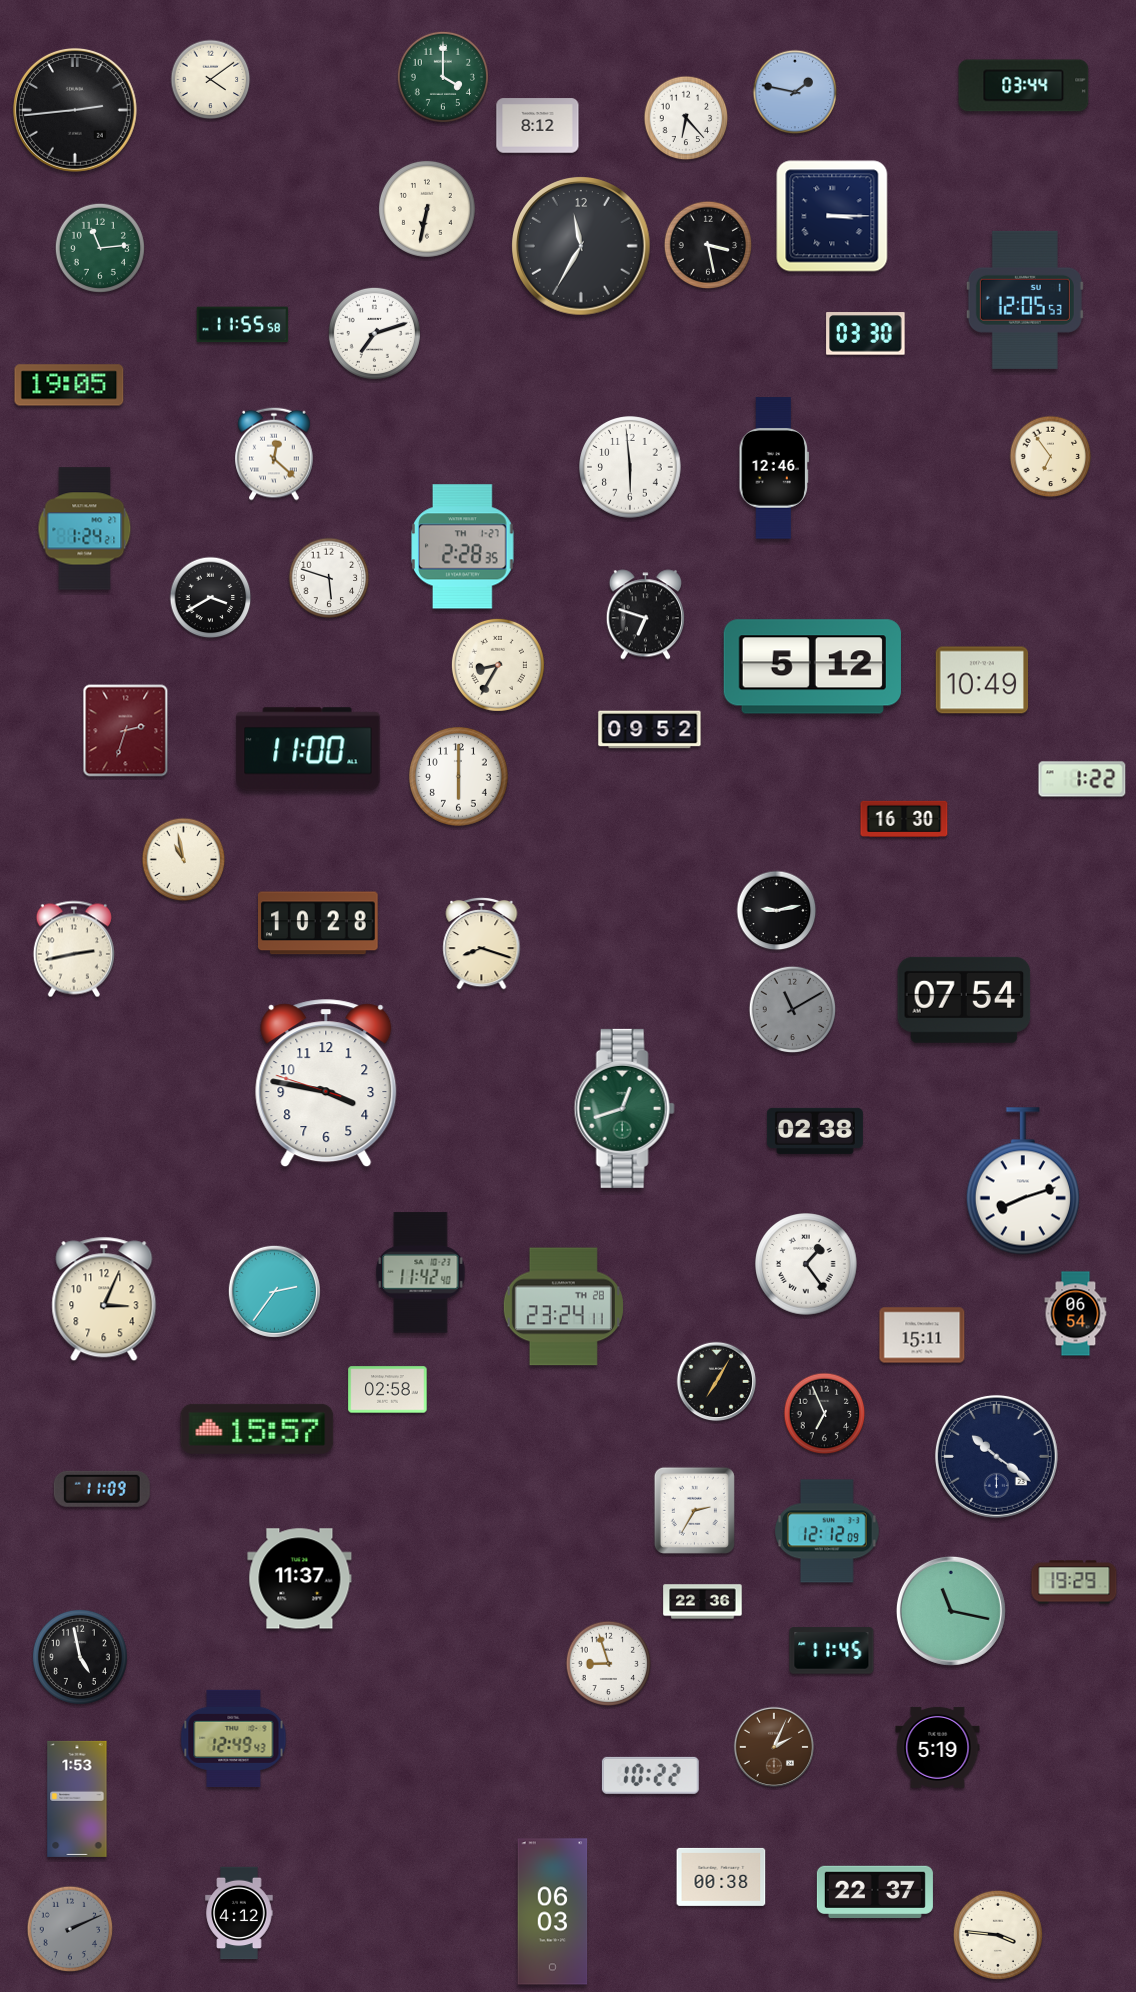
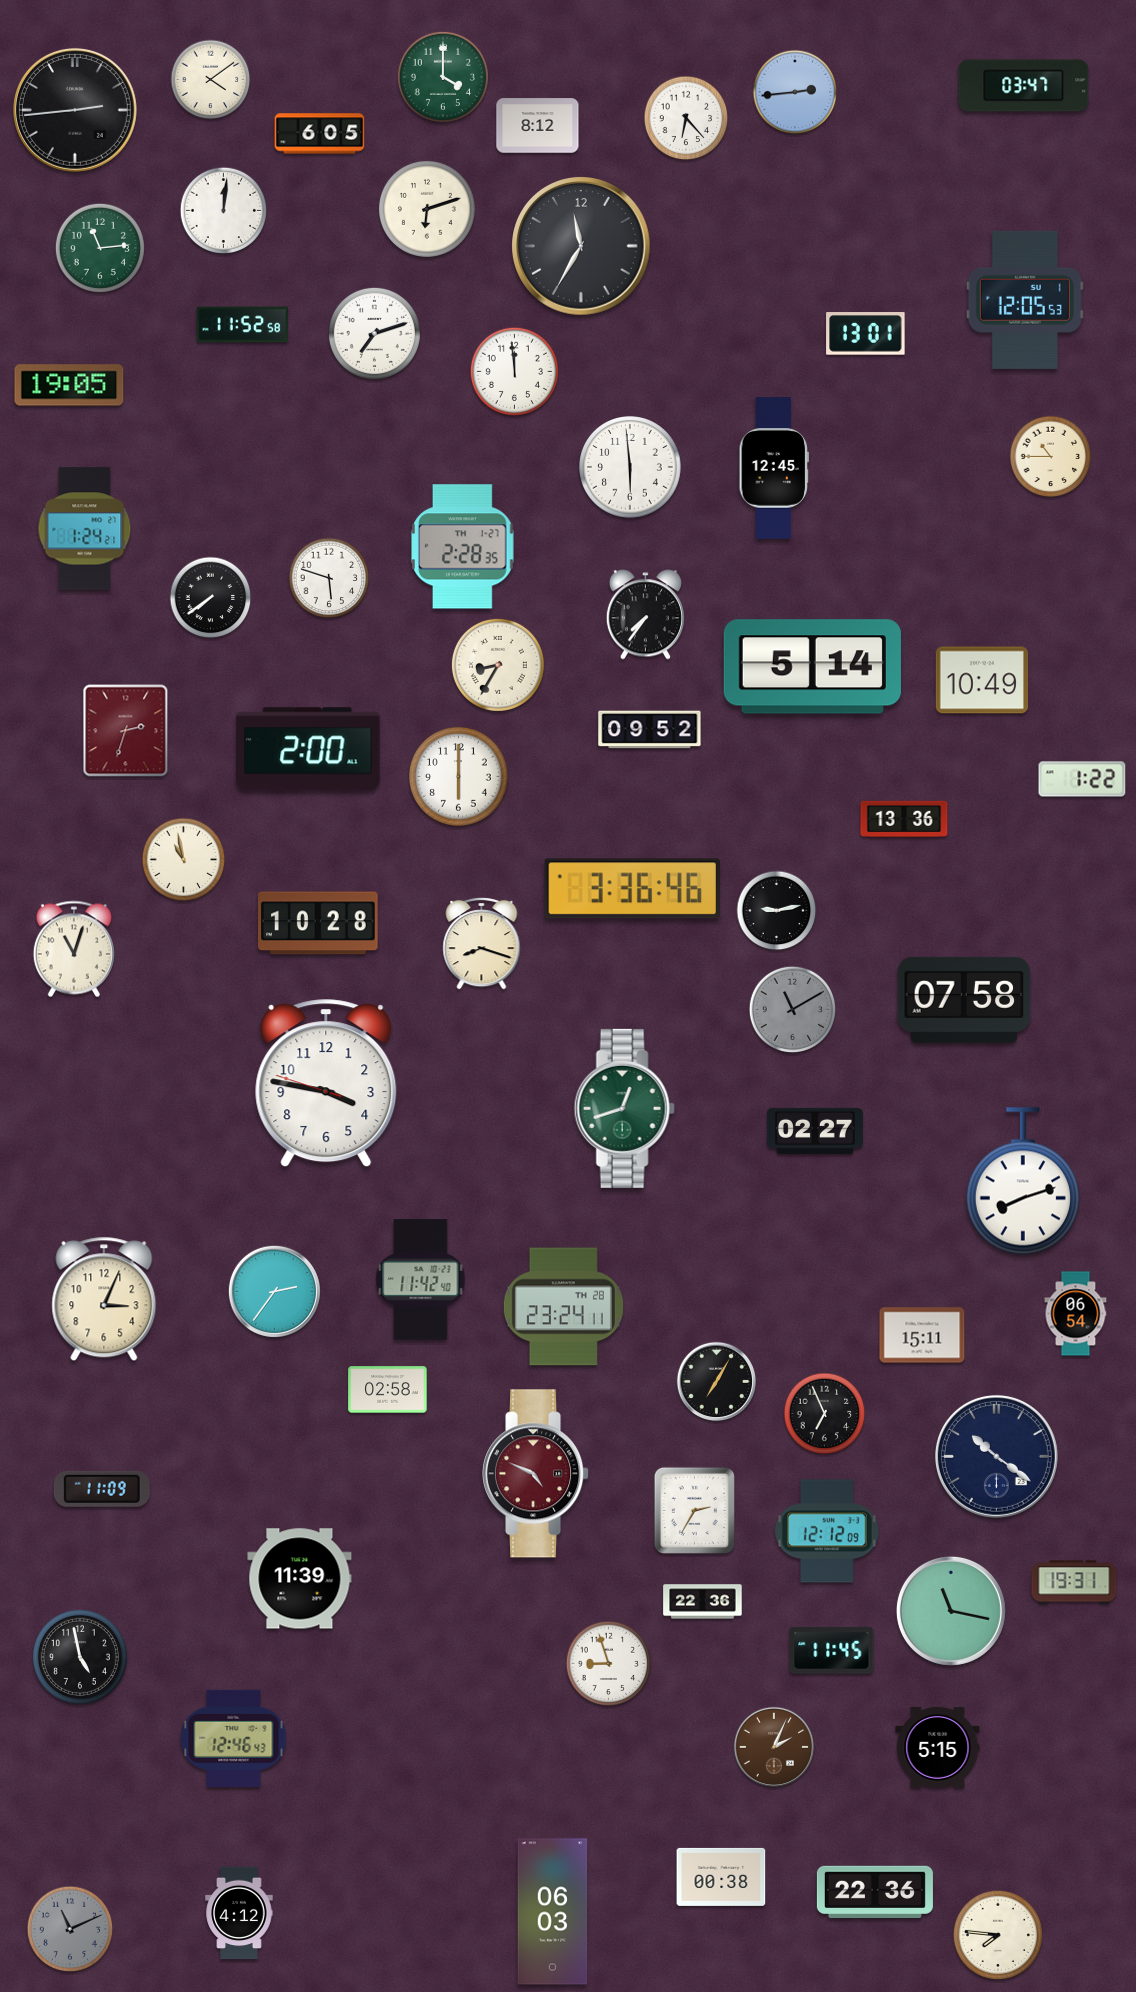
clock at (1024, 86): 03:44 -> 03:47
clock at (795, 92): 1:47 -> 2:44
clock at (320, 134): none -> 6:05
clock at (427, 209): 6:32 -> 6:12
clock at (224, 211): none -> 12:01
clock at (832, 216): 3:15 -> none
clock at (707, 244): 3:28 -> none
clock at (243, 325): 11:55 -> 11:52
clock at (866, 334): 03:30 -> 13:01
clock at (514, 371): none -> 11:59
clock at (274, 454): 12:22 -> none
clock at (1051, 457): 6:54 -> 10:45
clock at (773, 468): 12:46 -> 12:45
clock at (211, 598): 3:40 -> 7:39
clock at (645, 615): 6:48 -> 7:36
clock at (812, 667): 5:12 -> 5:14
clock at (308, 749): 11:00 -> 2:00
clock at (904, 819): 16:30 -> 13:36
clock at (632, 889): none -> 3:36
clock at (74, 949): 2:43 -> 11:03
clock at (964, 1000): 07:54 -> 07:58
clock at (815, 1131): 02:38 -> 02:27
clock at (806, 1264): 1:24 -> none
clock at (421, 1273) position: (421, 1273) -> (421, 1280)
clock at (257, 1429): 15:57 -> none
clock at (537, 1474): none -> 4:49
clock at (300, 1579): 11:37 -> 11:39
clock at (1074, 1582): 19:29 -> 19:31
clock at (234, 1738): 12:49 -> 12:46
clock at (938, 1747): 5:19 -> 5:15
clock at (650, 1775): 10:22 -> none
clock at (77, 1799): 1:53 -> none
clock at (875, 1891): 22:37 -> 22:36
clock at (70, 1929): 2:11 -> 11:11
clock at (998, 1935): 3:46 -> 7:46
